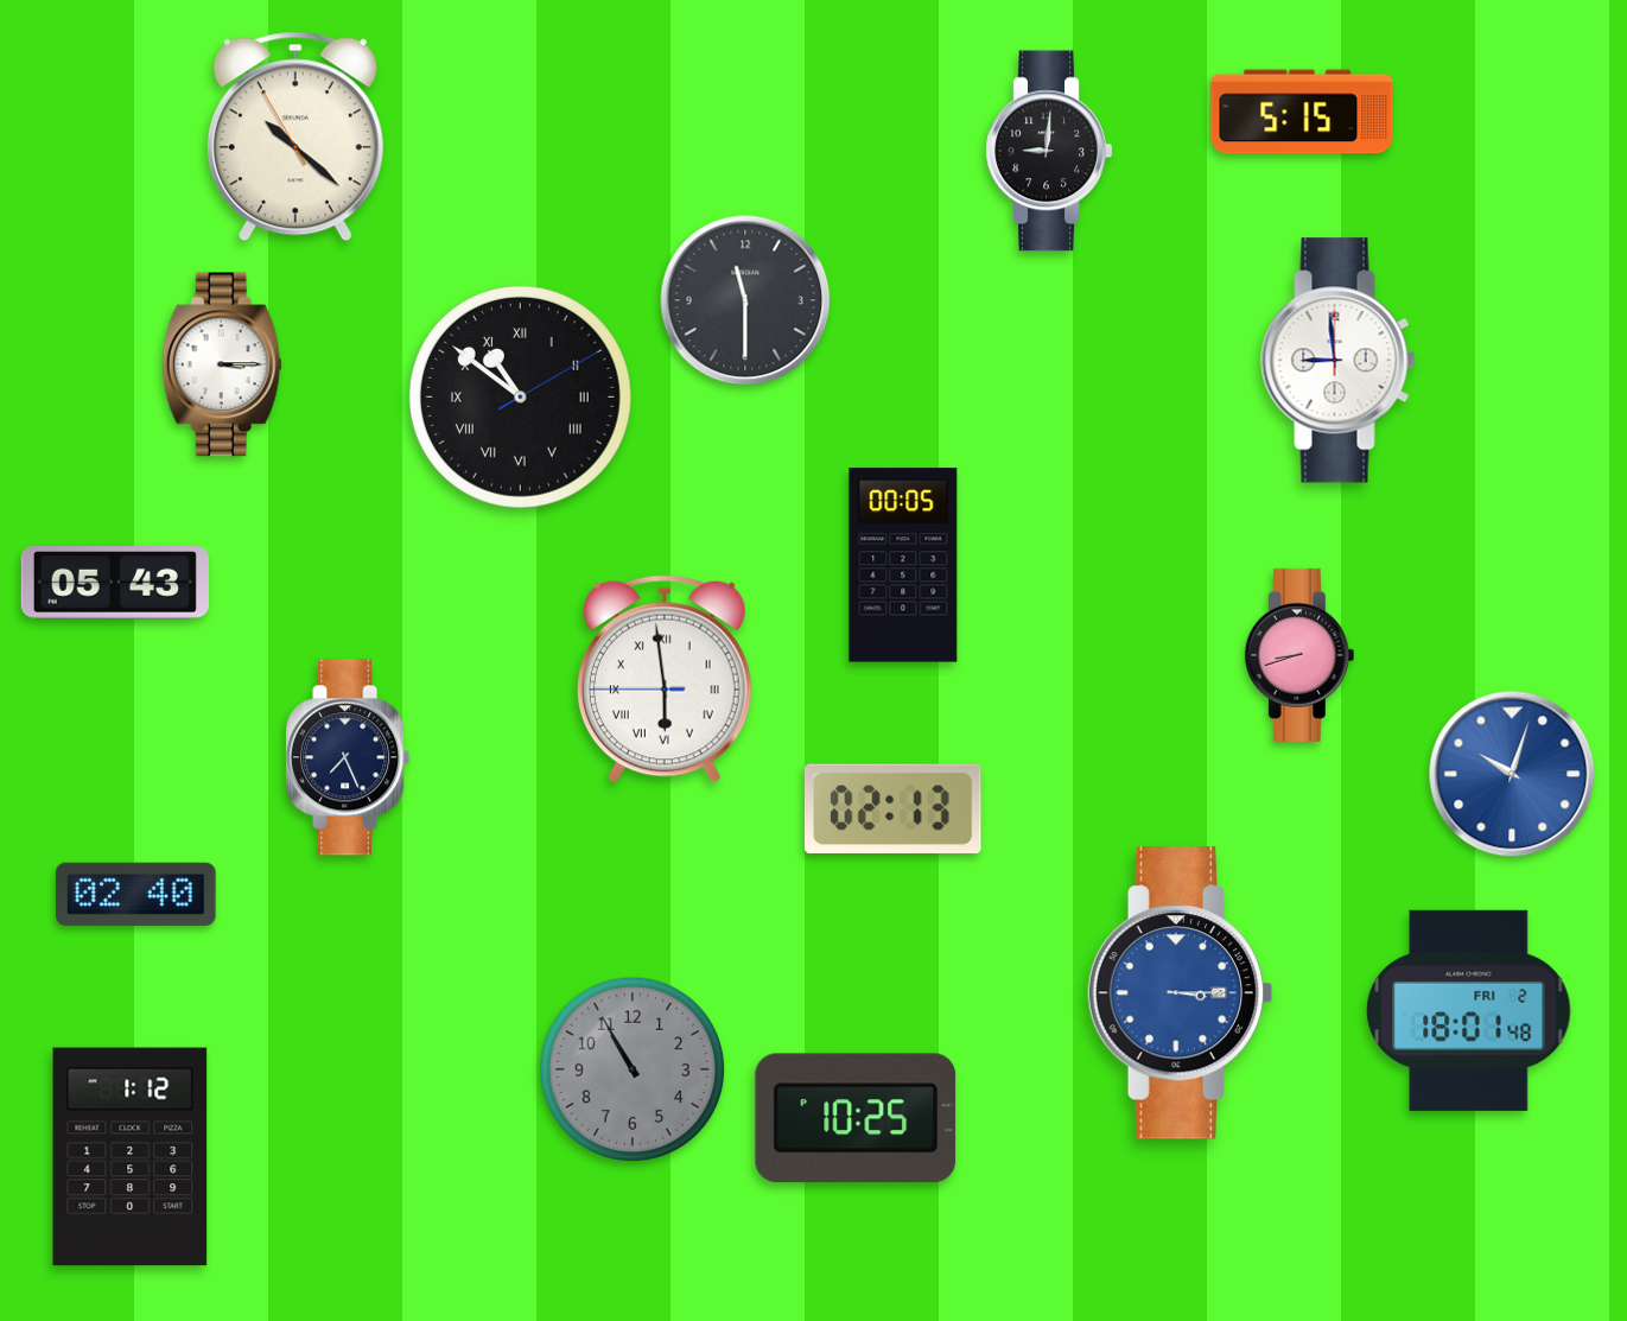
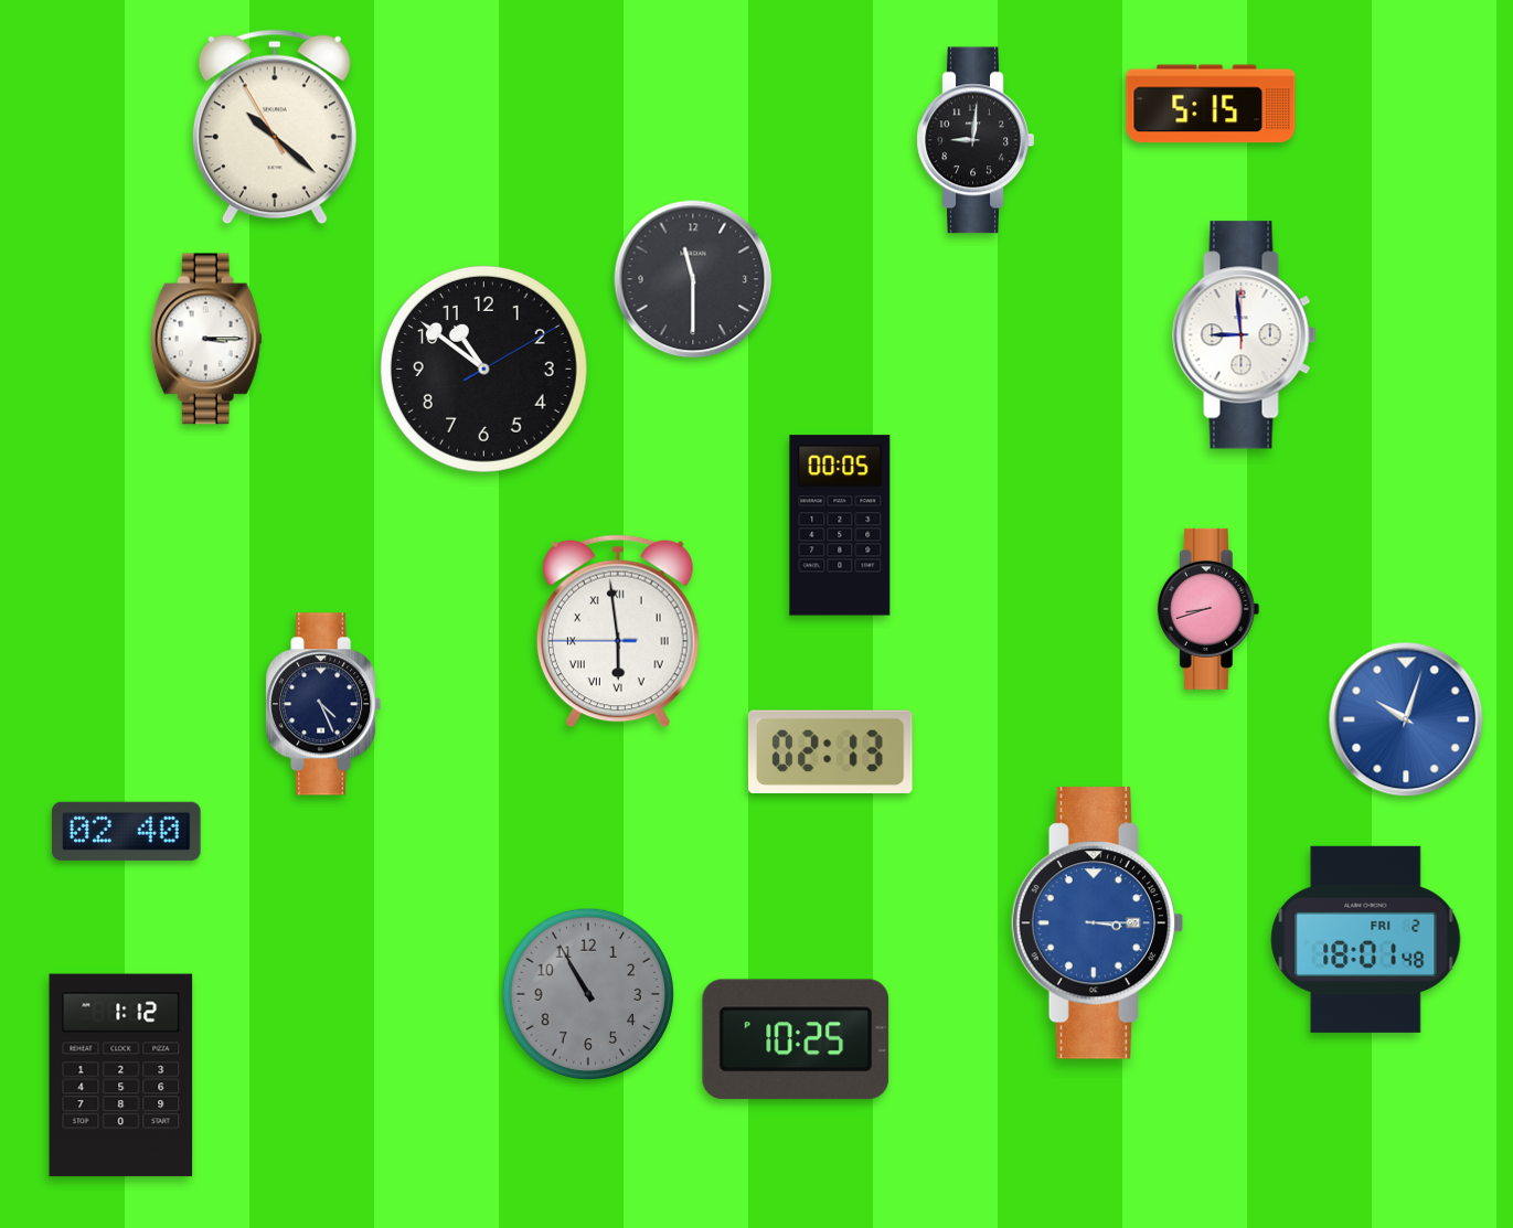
clock at (520, 396) numerals: Roman -> Arabic
clock at (115, 583): 05:43 -> none
clock at (348, 757): 7:26 -> 4:26
